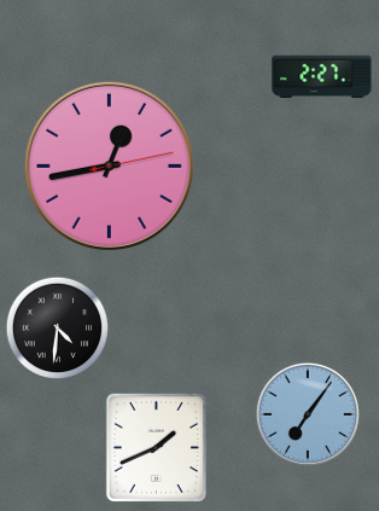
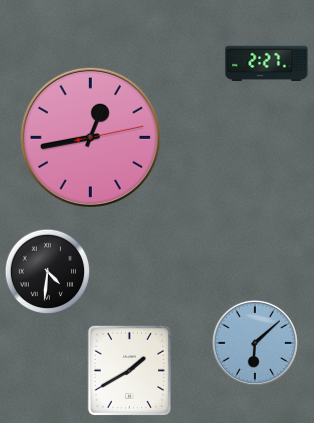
clock at (308, 414): 7:06 -> 6:08
clock at (156, 447): 1:41 -> 1:40
